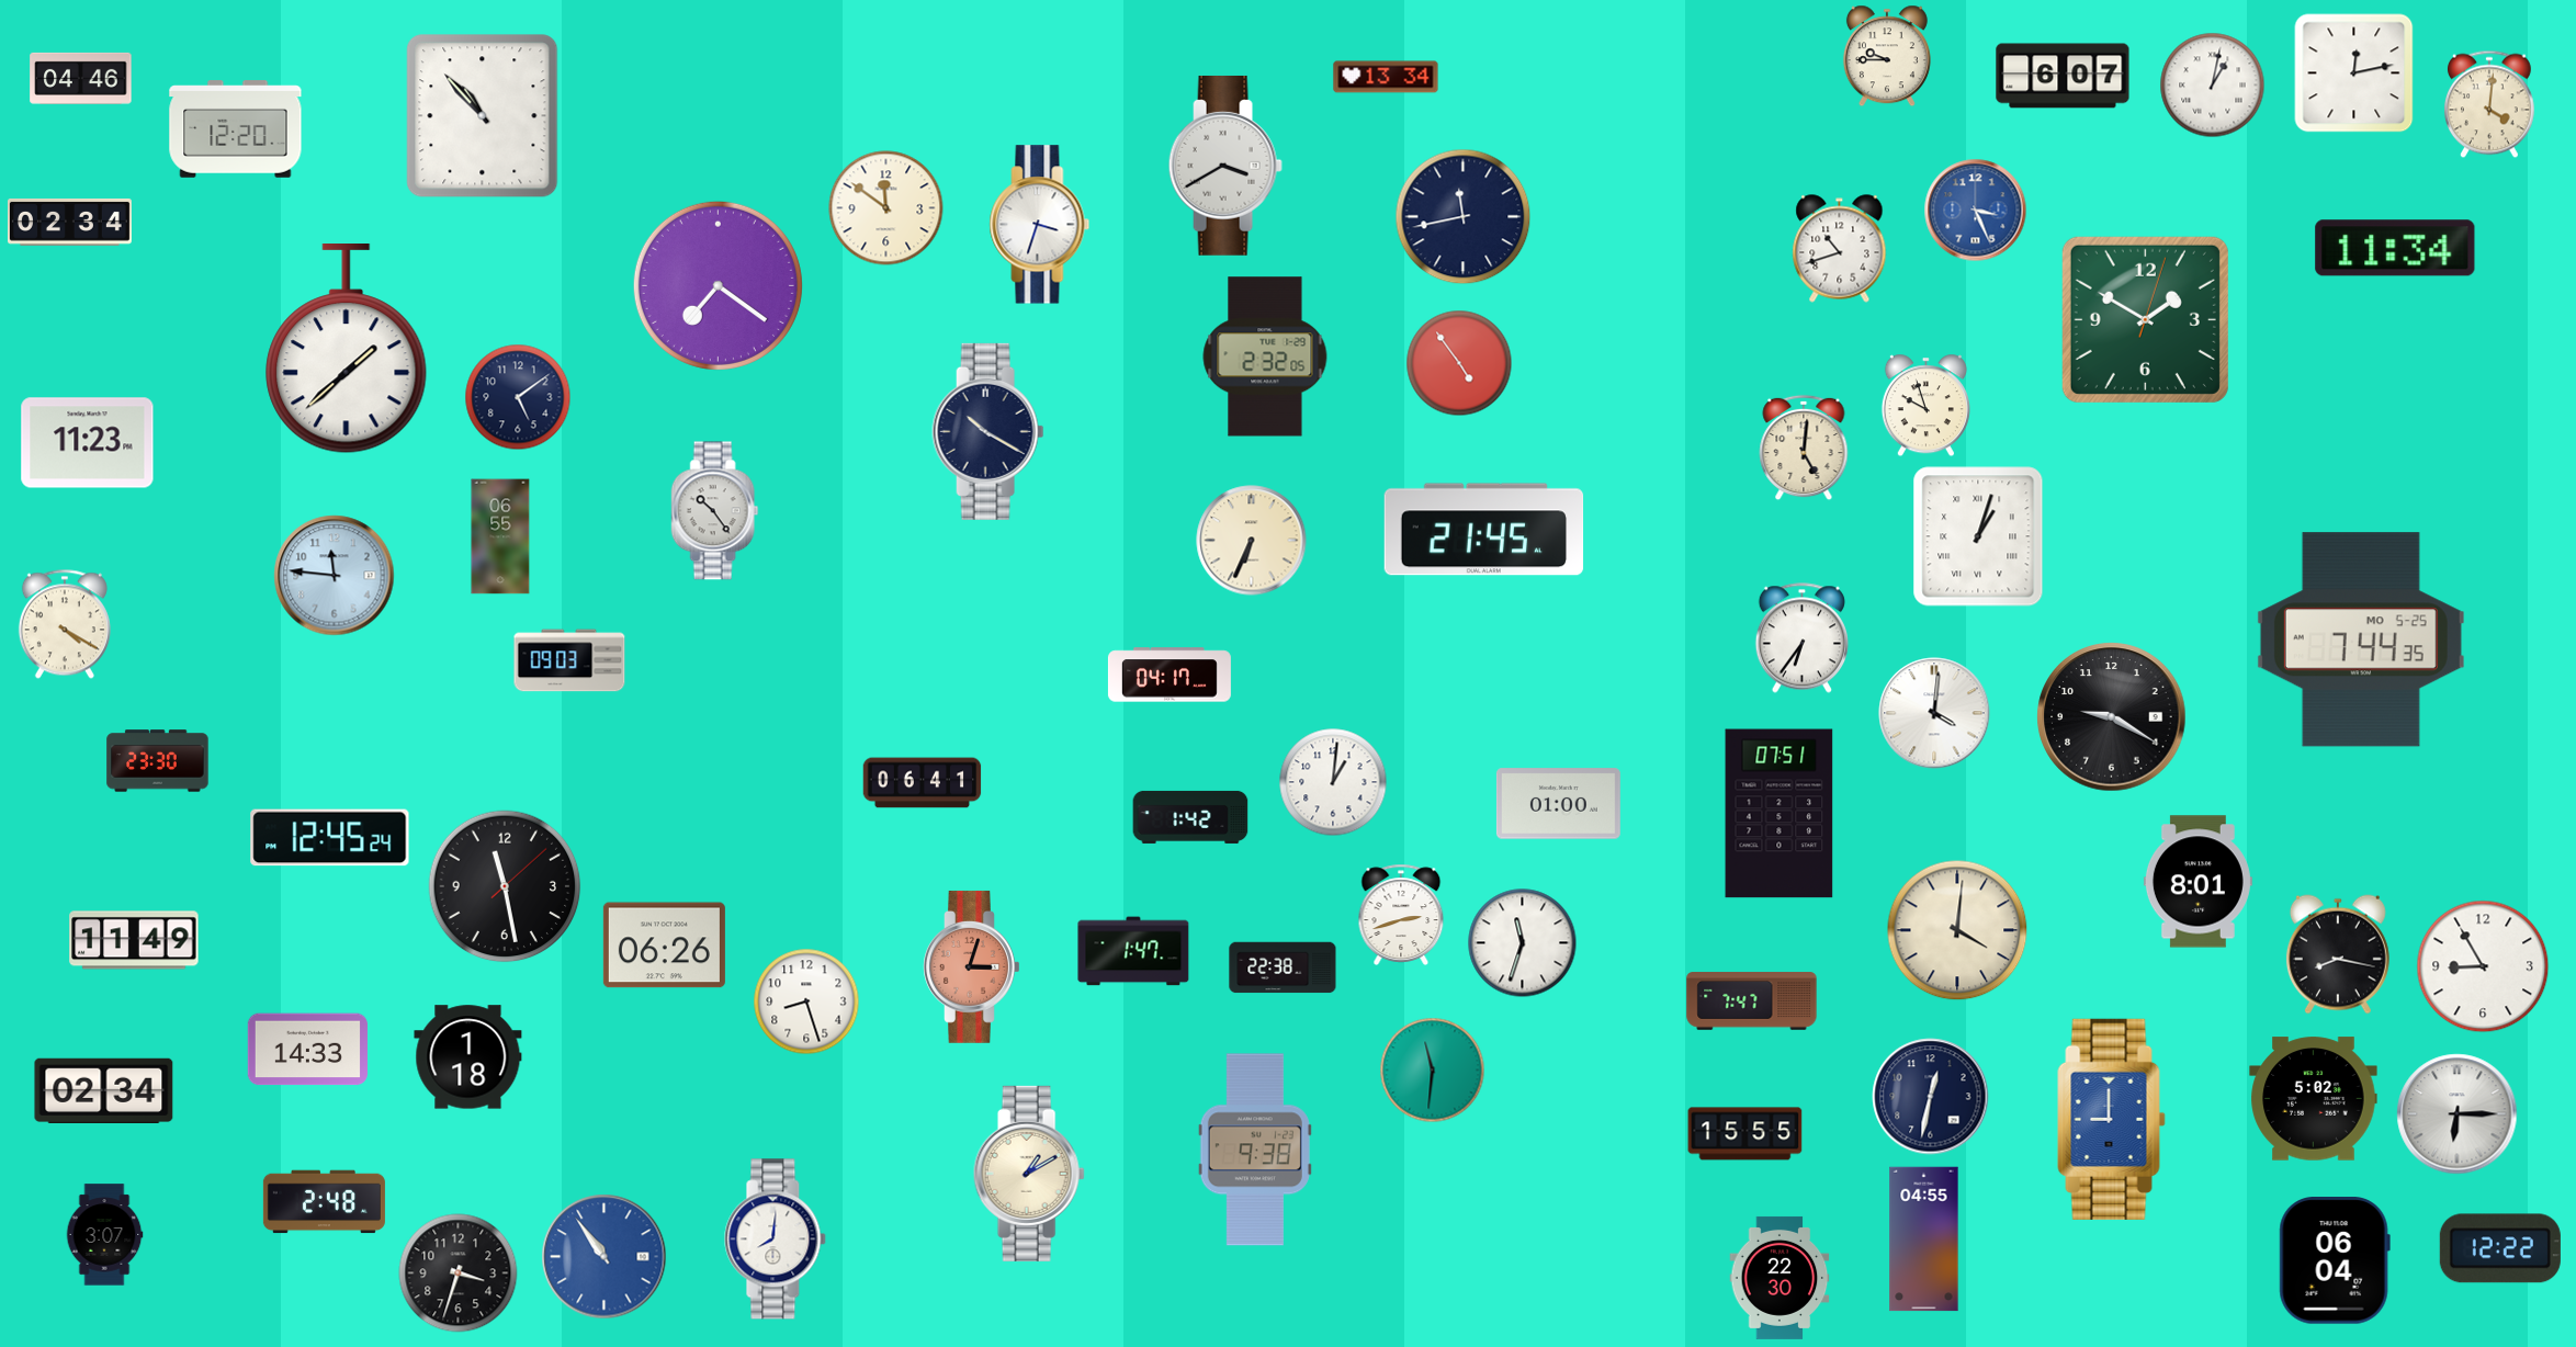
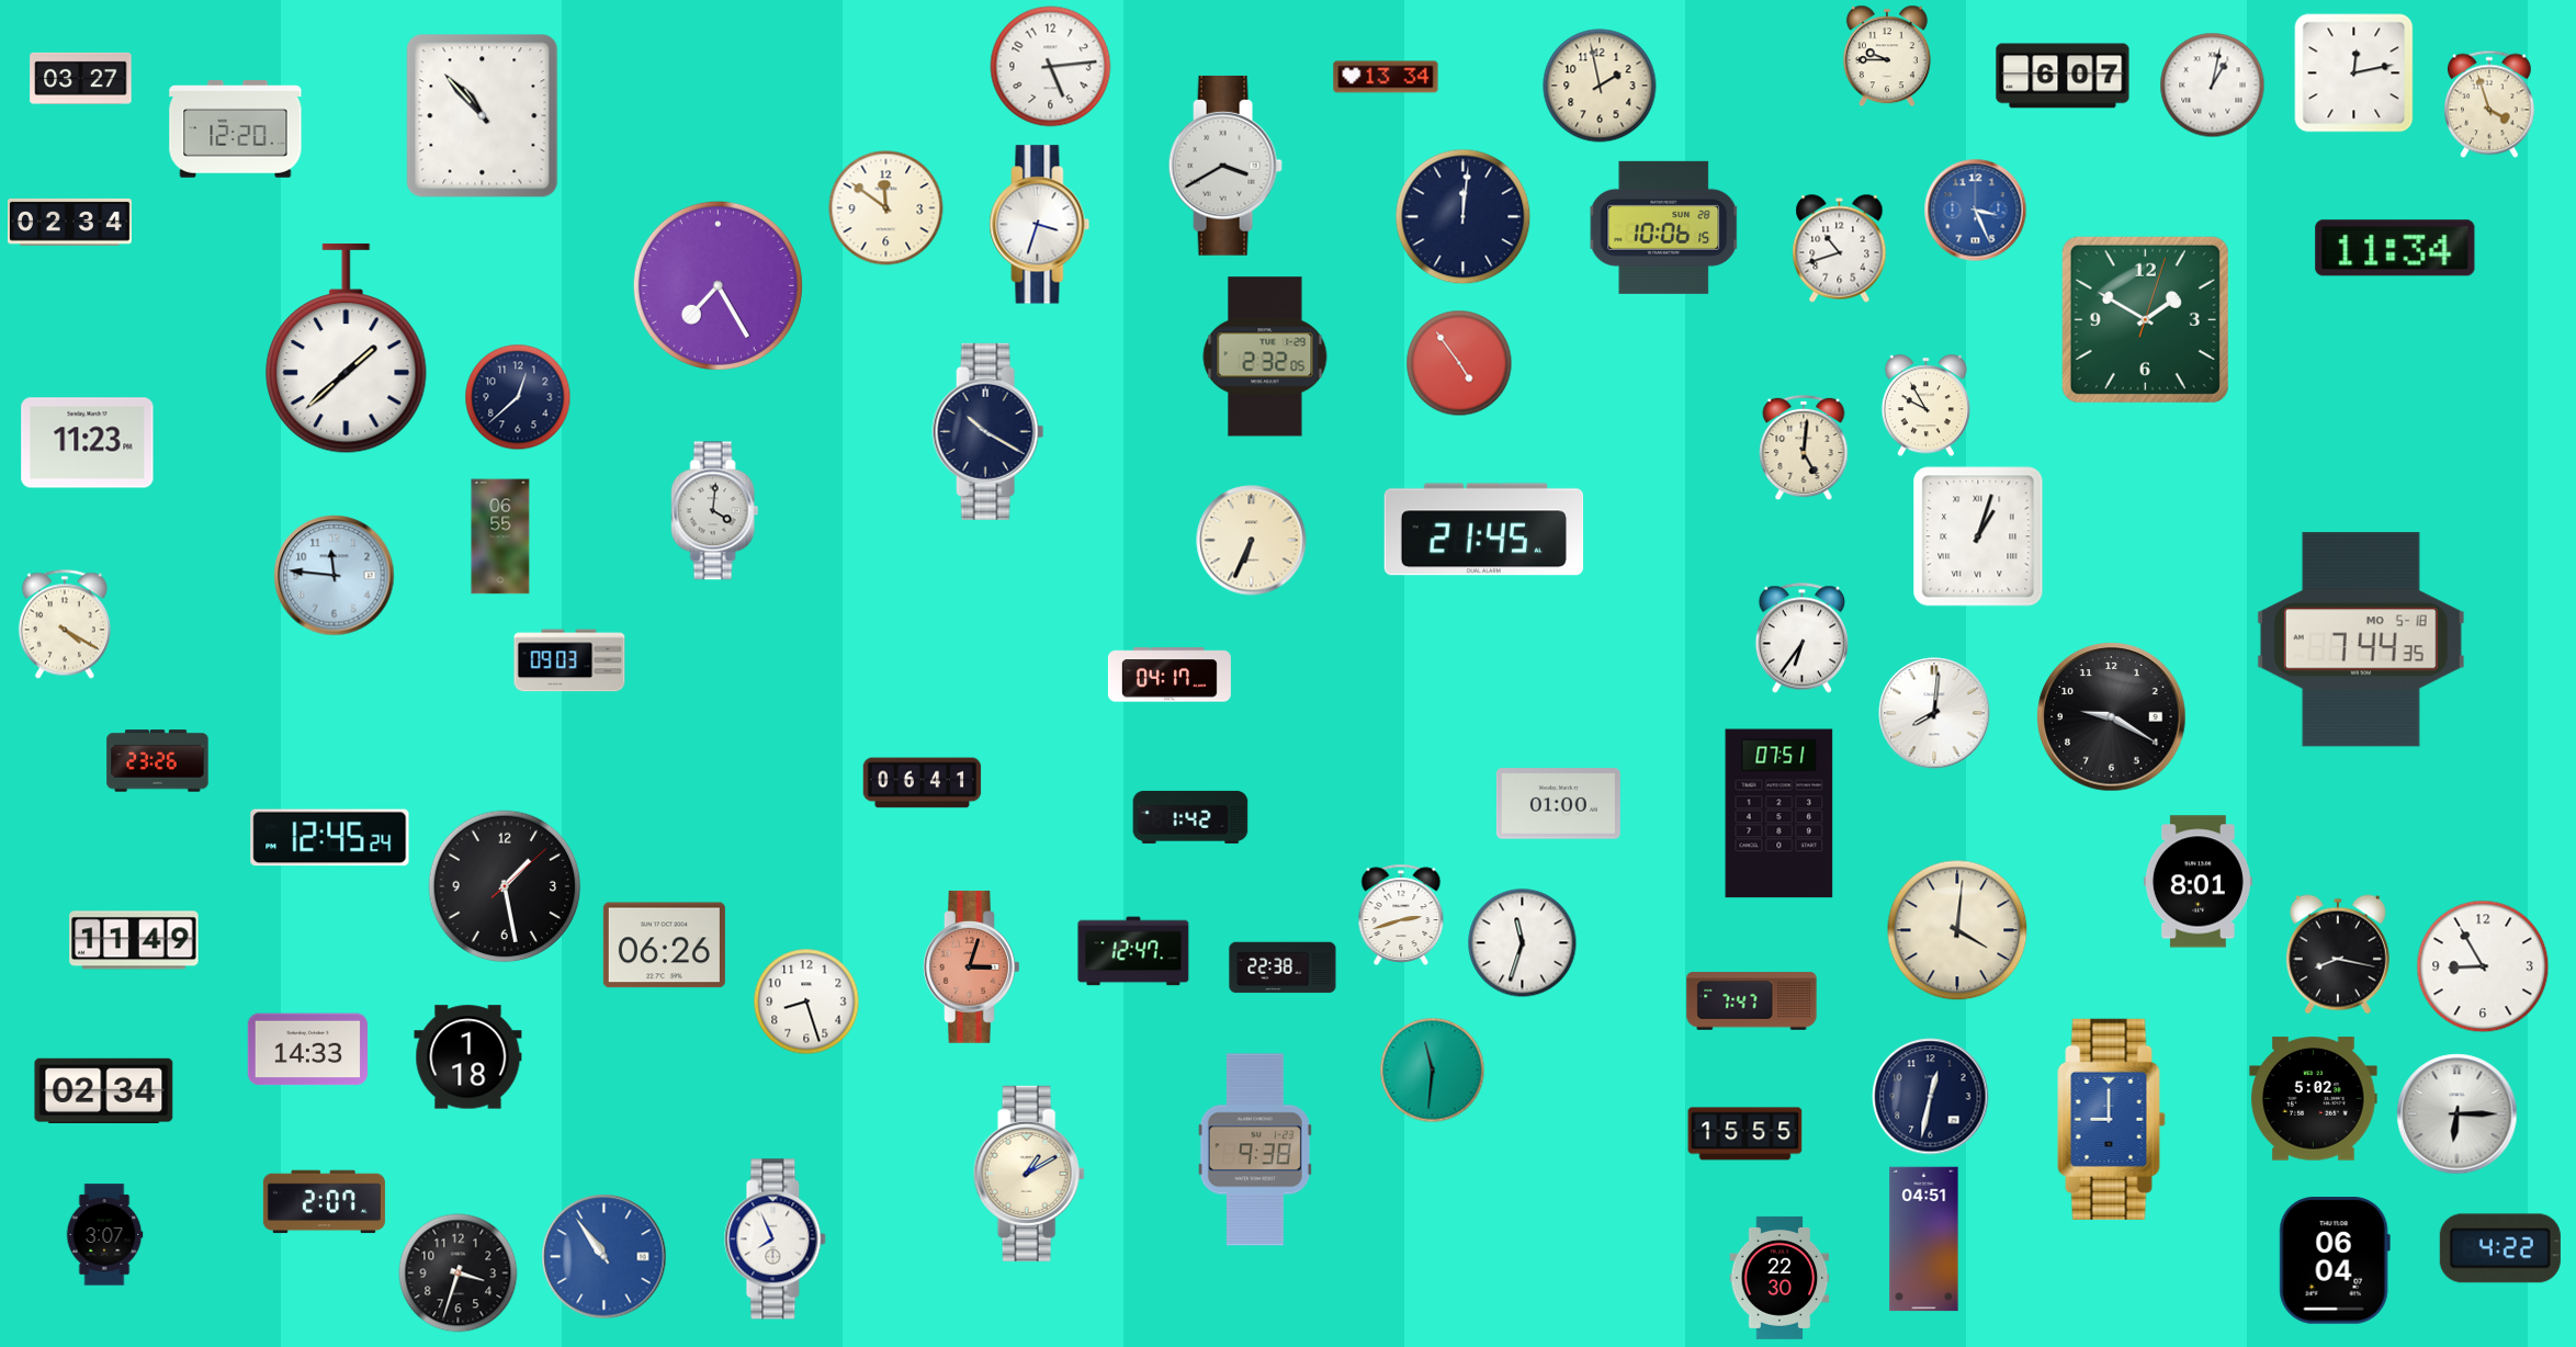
clock at (1051, 67): none -> 5:14
clock at (81, 78): 04:46 -> 03:27
clock at (1600, 86): none -> 1:58
clock at (2489, 104): 4:01 -> 3:57
clock at (1464, 217): 11:43 -> 12:01
clock at (1664, 227): none -> 10:06
clock at (718, 285): 7:21 -> 7:25
clock at (518, 397): 5:09 -> 12:38
clock at (1925, 406): 9:57 -> 9:55
clock at (715, 511): 10:24 -> 4:01
clock at (2361, 639) date: MO 5-25 -> MO 5-18
clock at (1934, 713): 4:01 -> 8:01
clock at (158, 761): 23:30 -> 23:26
clock at (1333, 782): 1:01 -> none
clock at (505, 886): 11:28 -> 1:28
clock at (1133, 951): 1:47 -> 12:47
clock at (324, 1202): 2:48 -> 2:07
clock at (776, 1240): 8:01 -> 7:56
clock at (1924, 1240): 04:55 -> 04:51
clock at (2500, 1248): 12:22 -> 4:22
